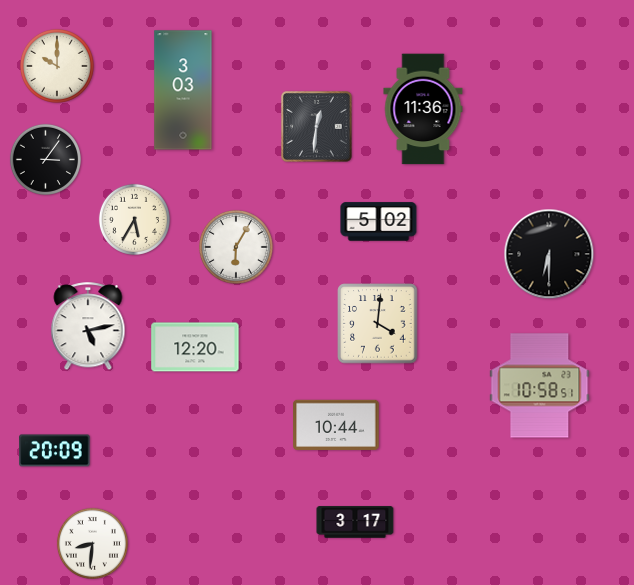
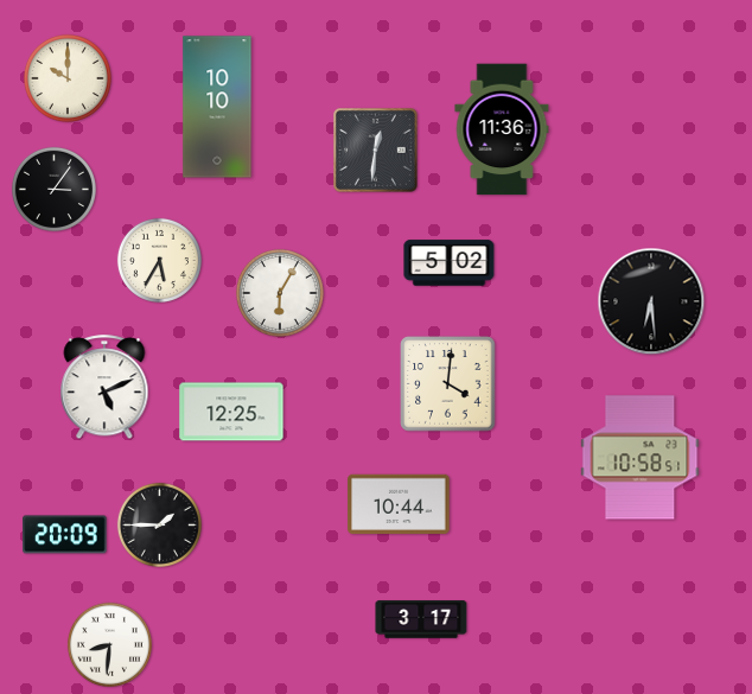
clock at (183, 90): 3:03 -> 10:10
clock at (549, 254): 6:30 -> 6:29
clock at (88, 327): 5:13 -> 5:11
clock at (195, 347): 12:20 -> 12:25
clock at (159, 524): none -> 1:45
